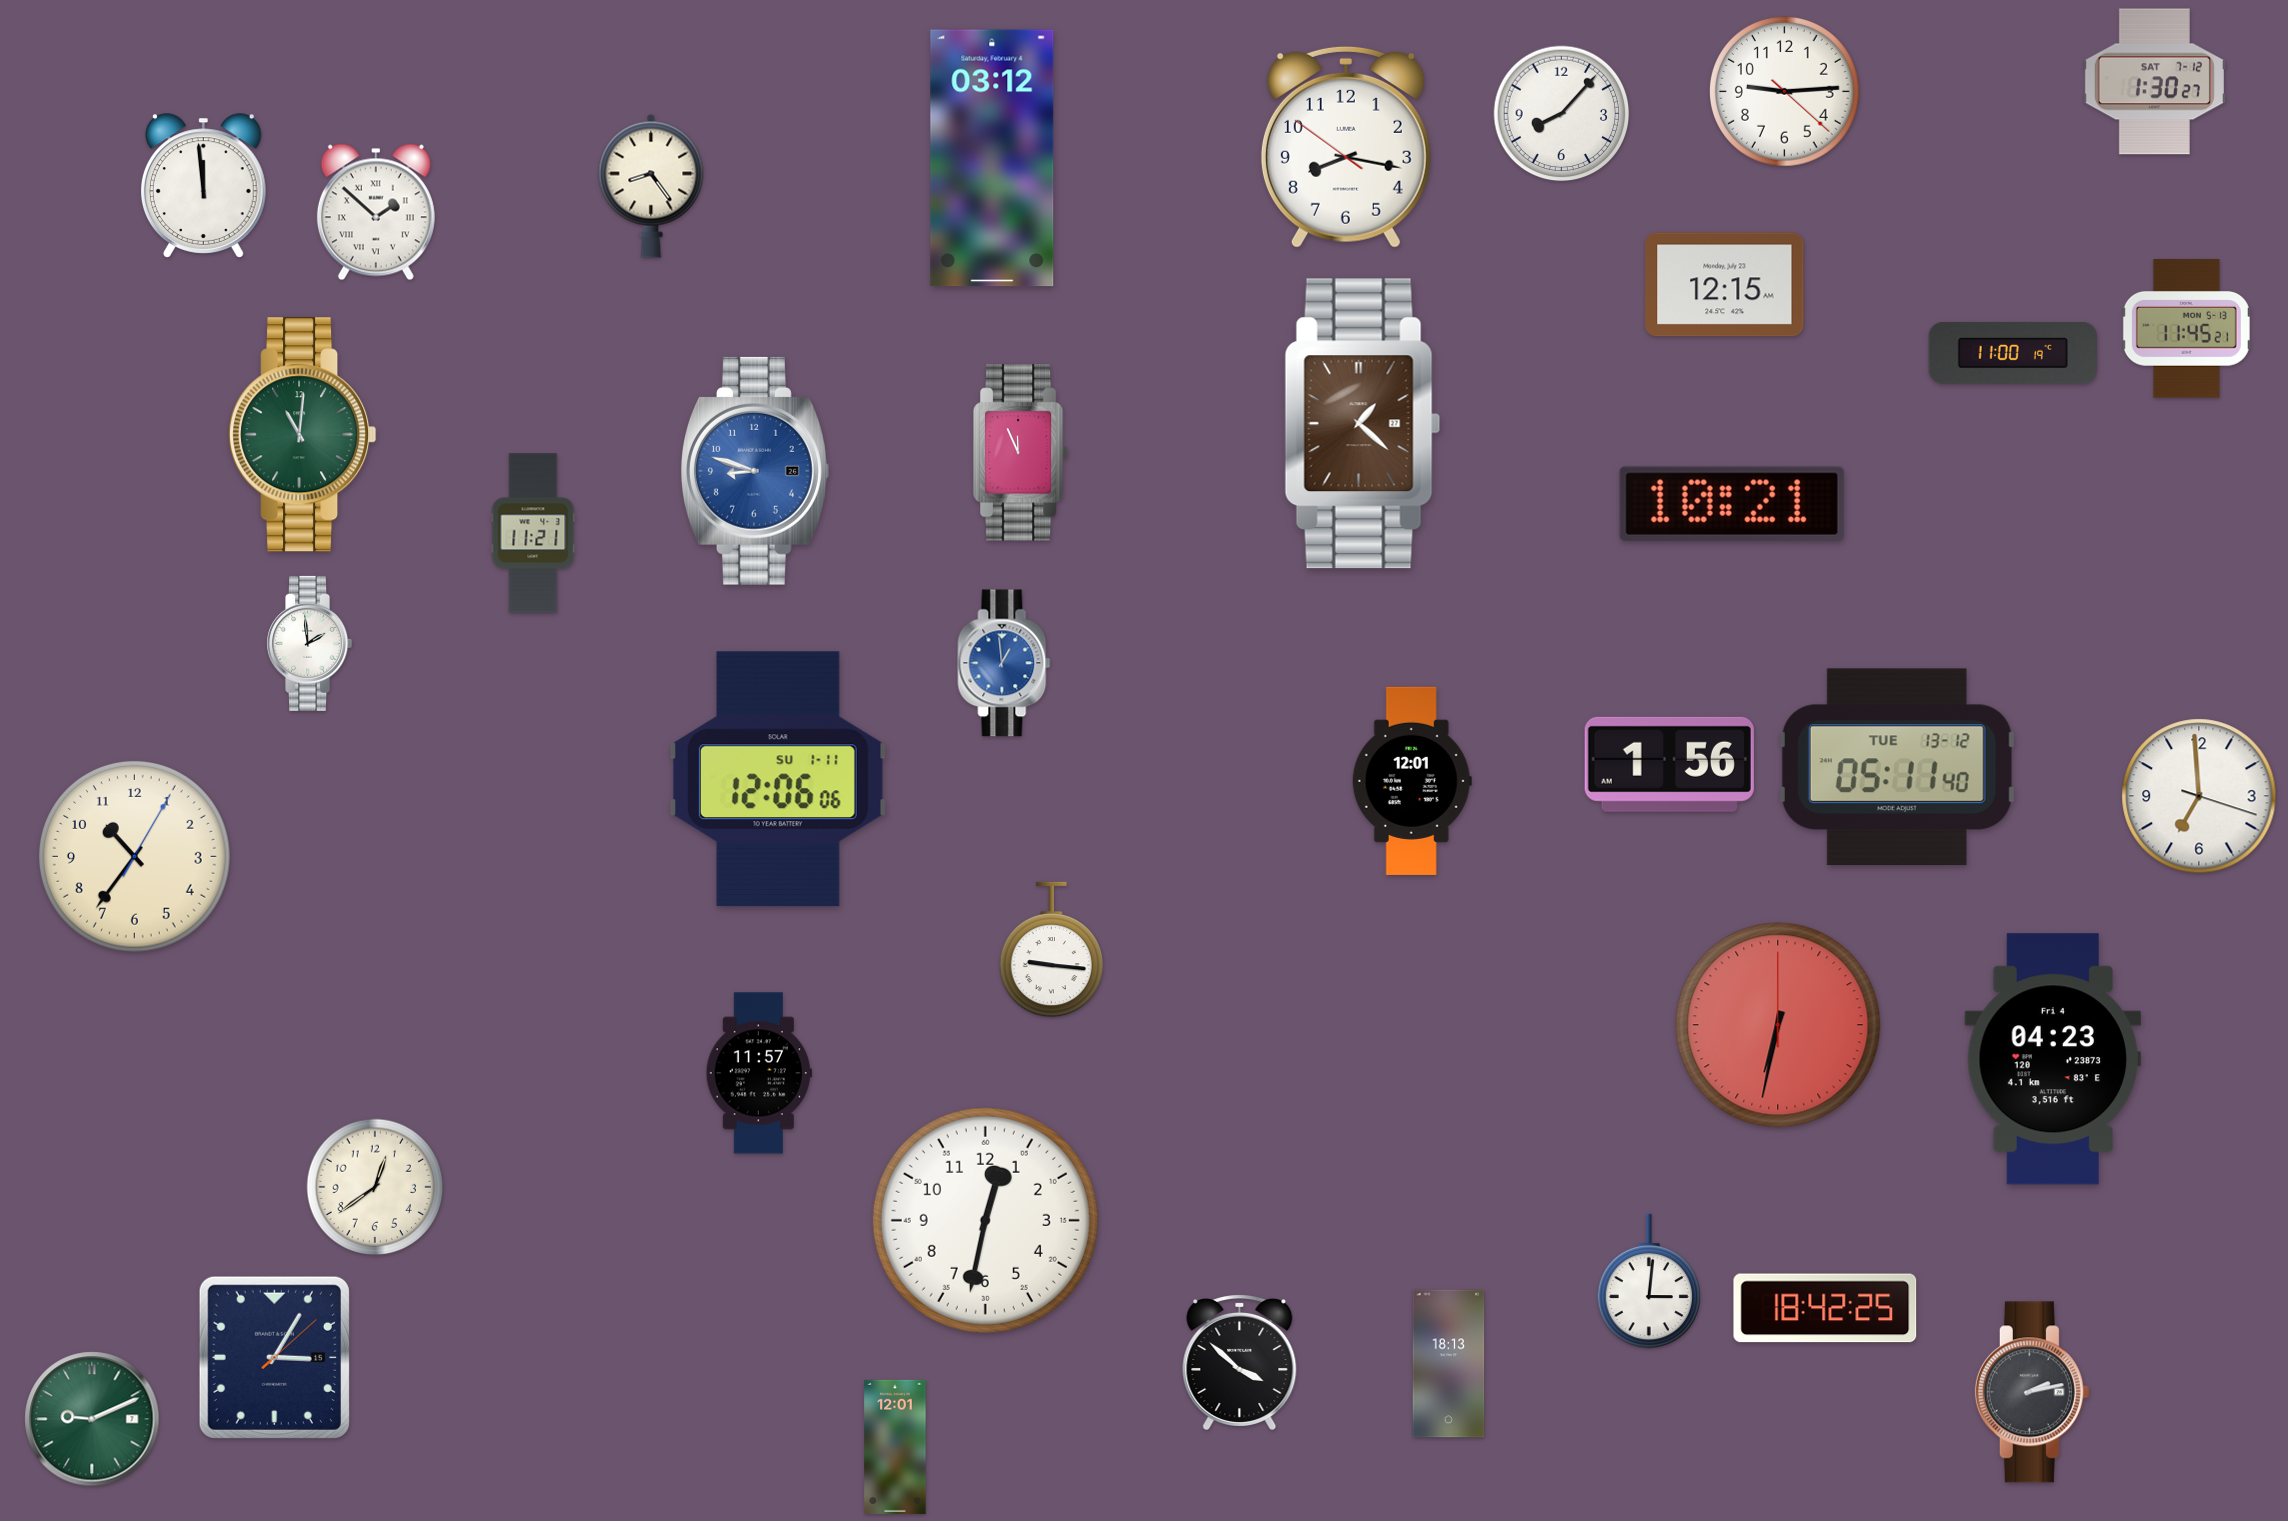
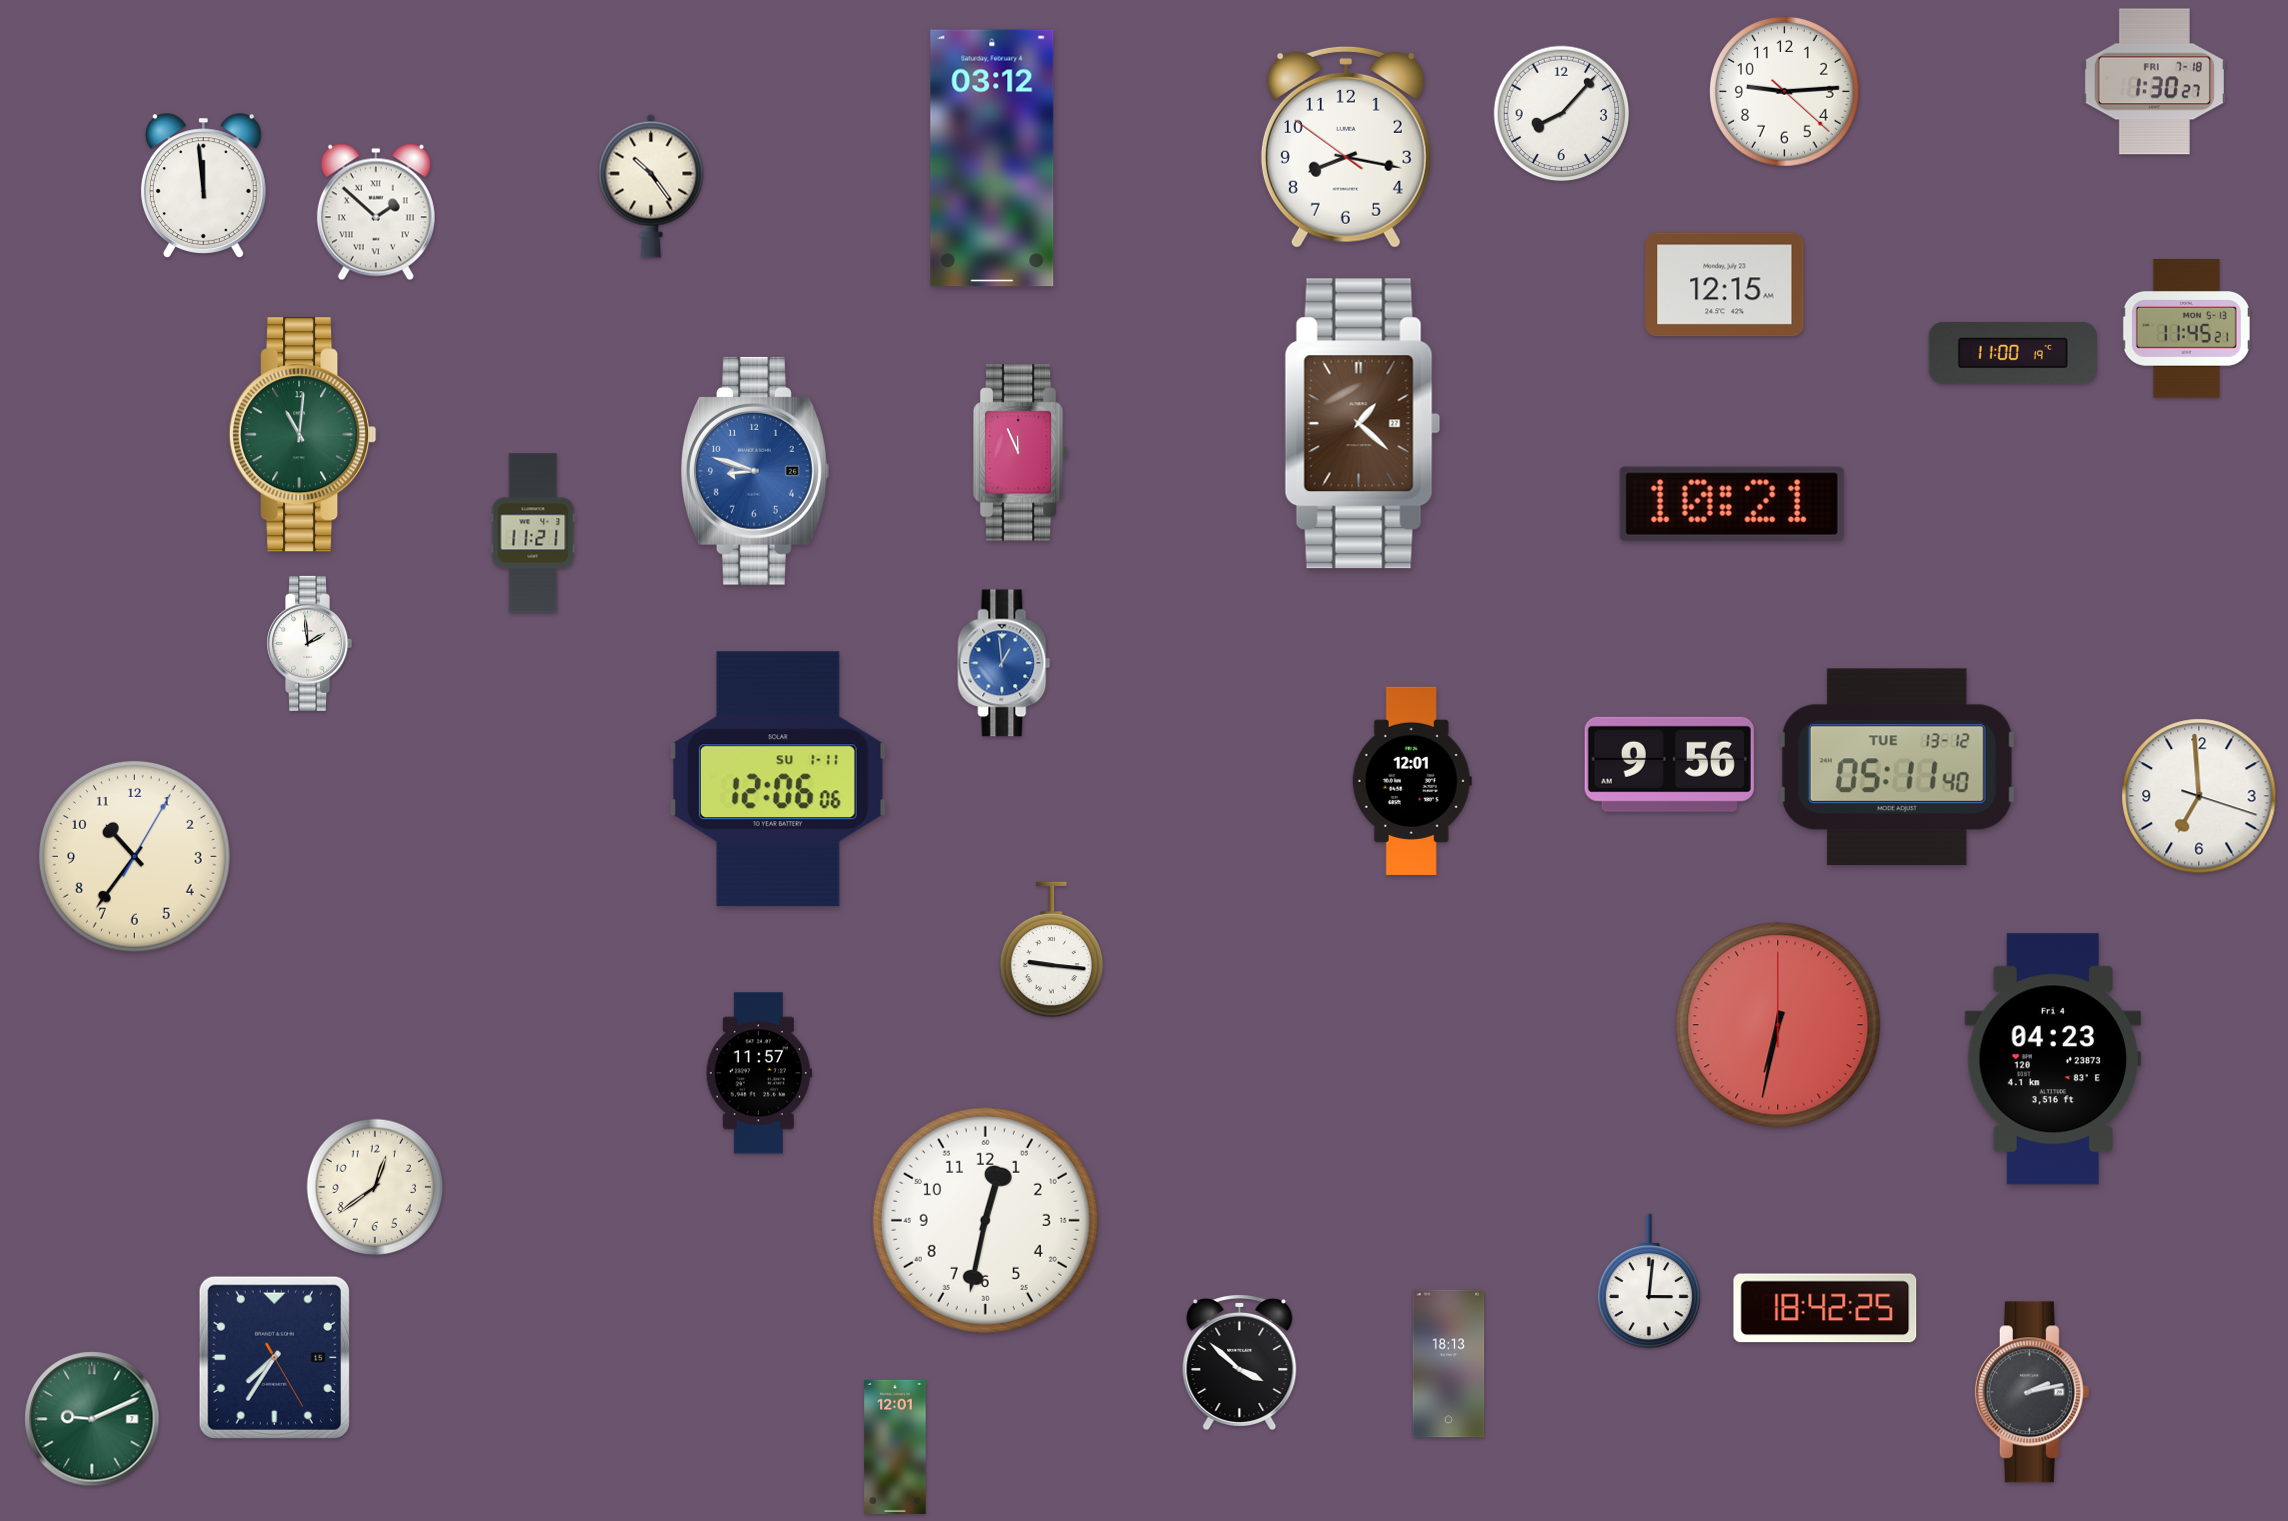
clock at (2154, 82) date: SAT 7-12 -> FRI 7-18
clock at (651, 186): 8:24 -> 10:24
clock at (1669, 764): 1:56 -> 9:56
clock at (274, 1357): 3:05 -> 7:35
